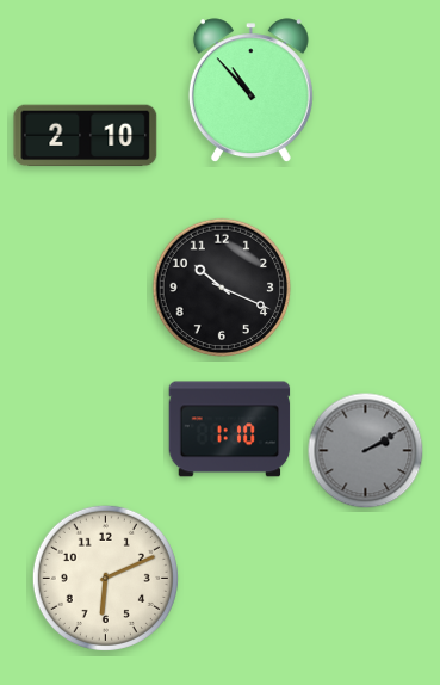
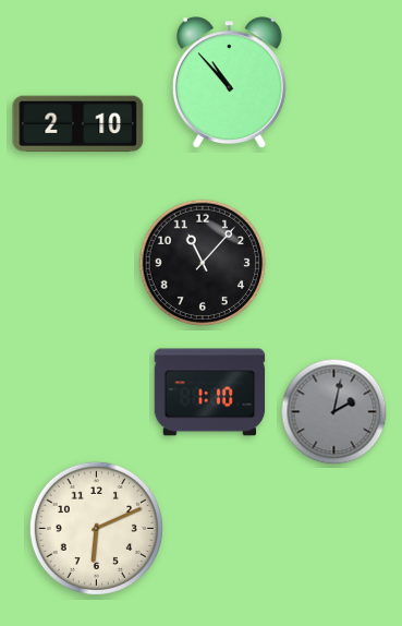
clock at (222, 288): 10:19 -> 11:07
clock at (366, 451): 2:10 -> 2:02
